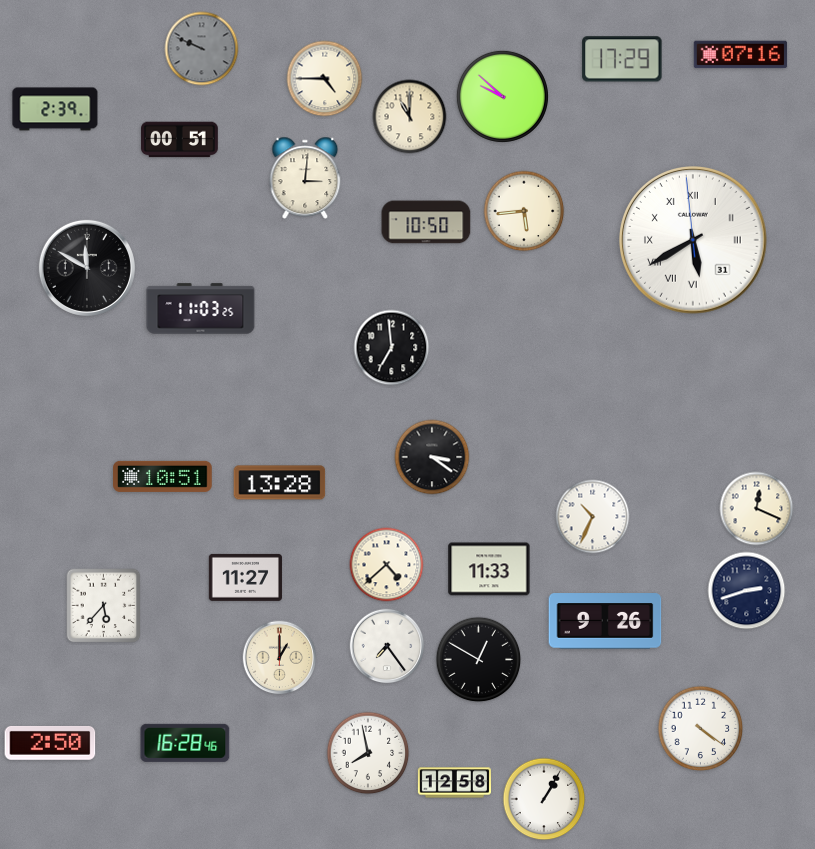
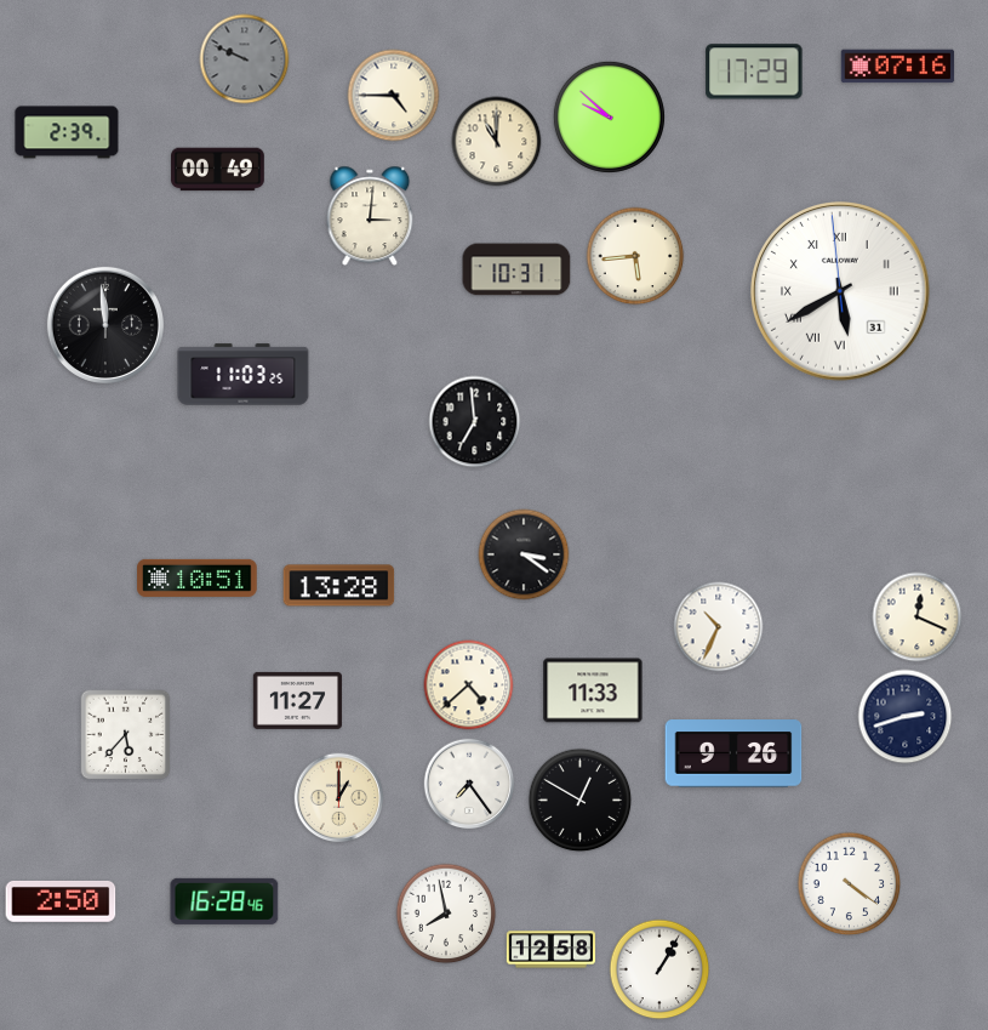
clock at (180, 140): 00:51 -> 00:49
clock at (426, 222): 10:50 -> 10:31
clock at (87, 268): 11:50 -> 11:59
